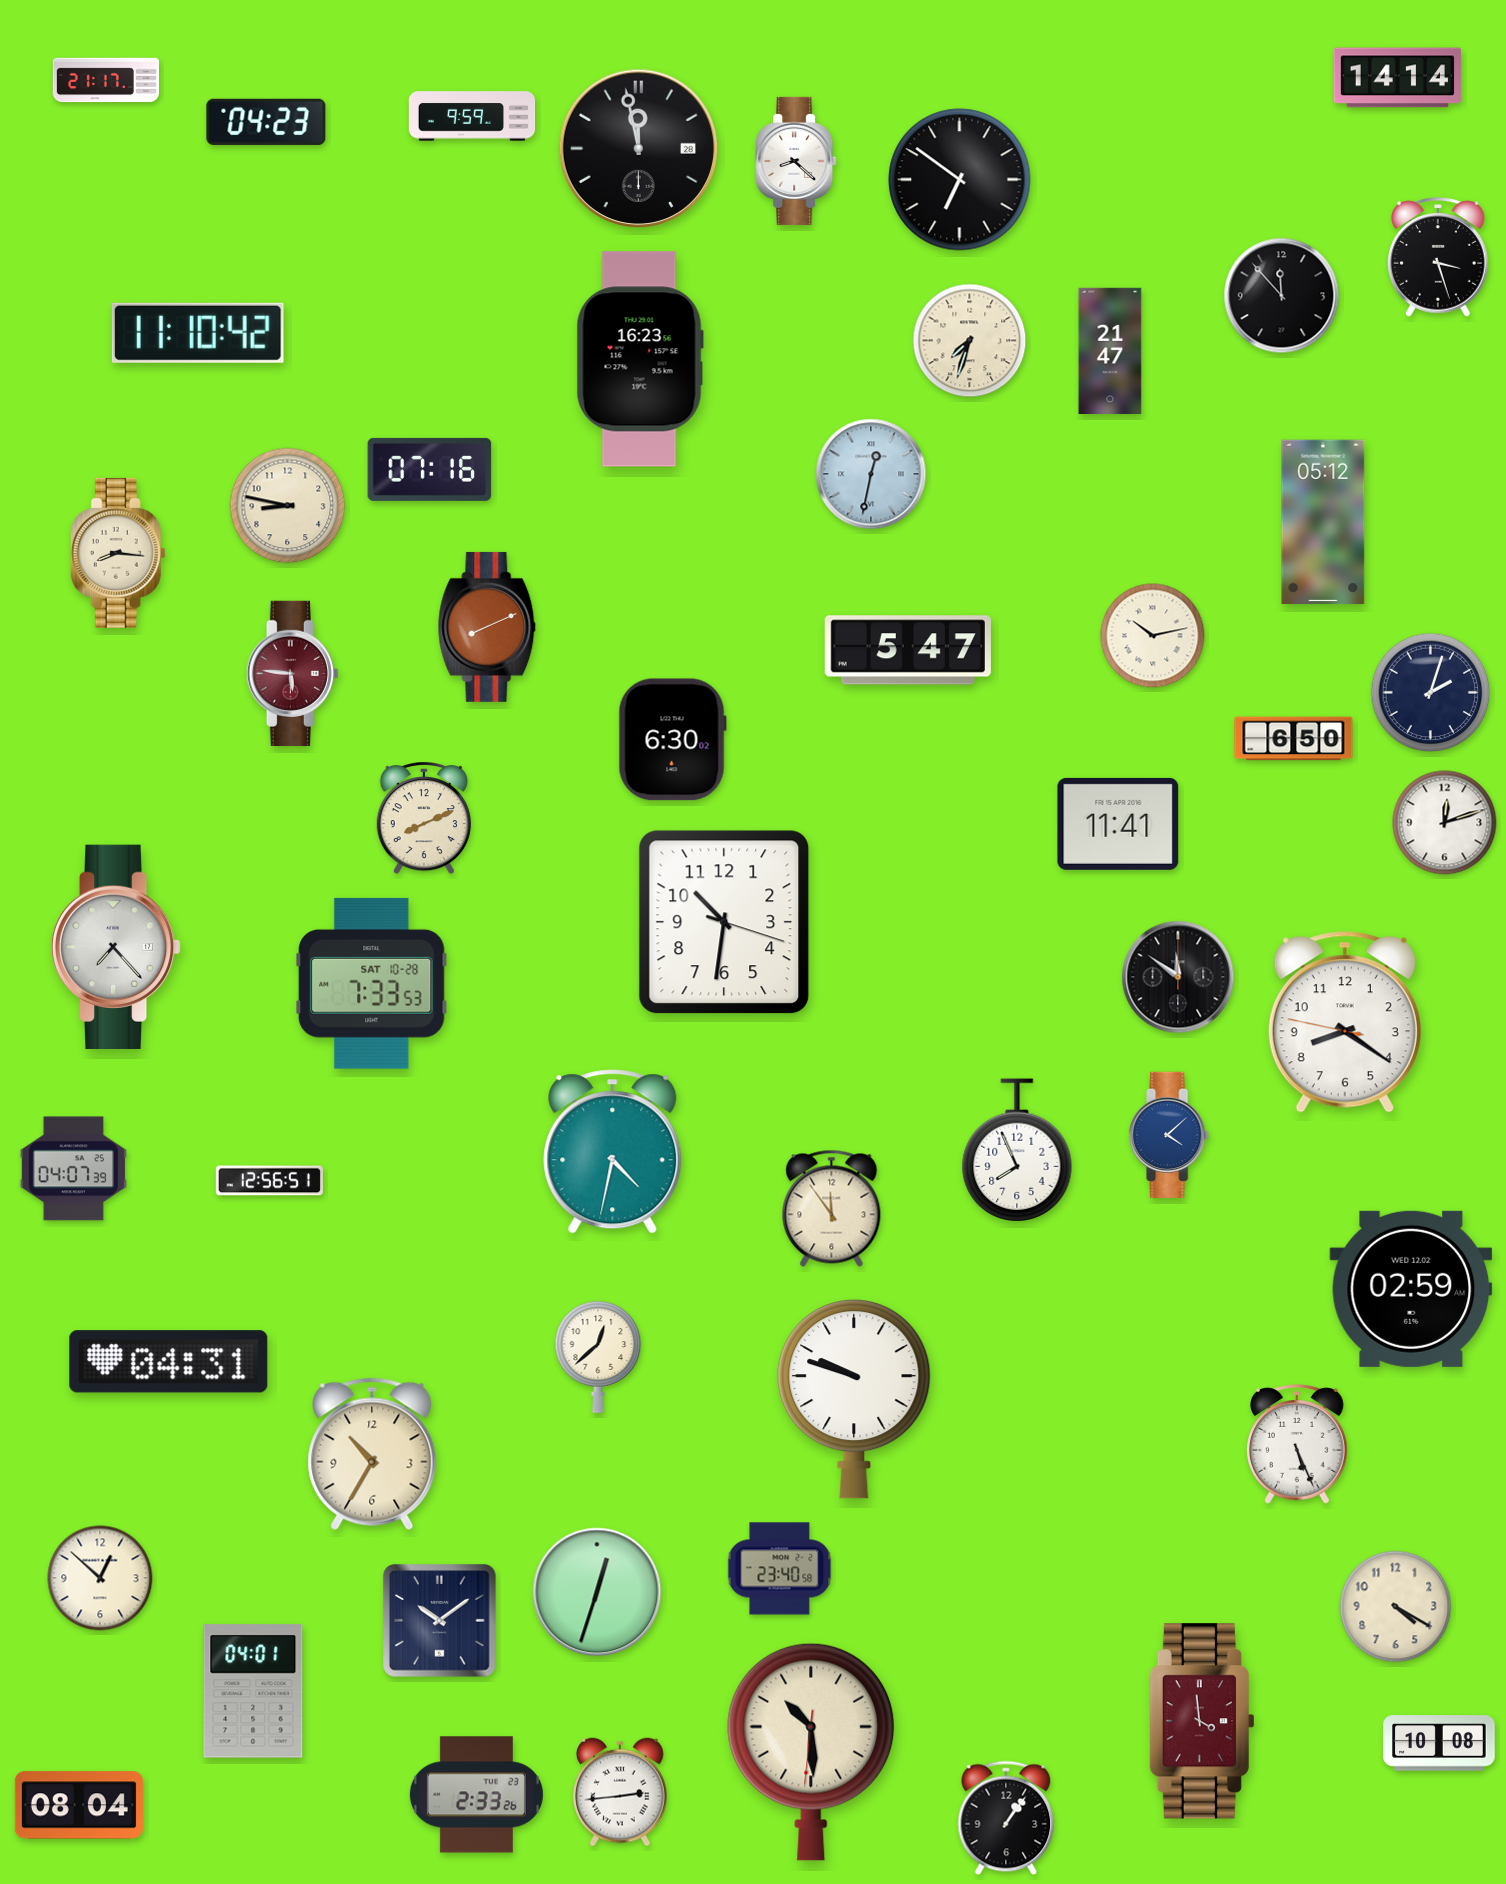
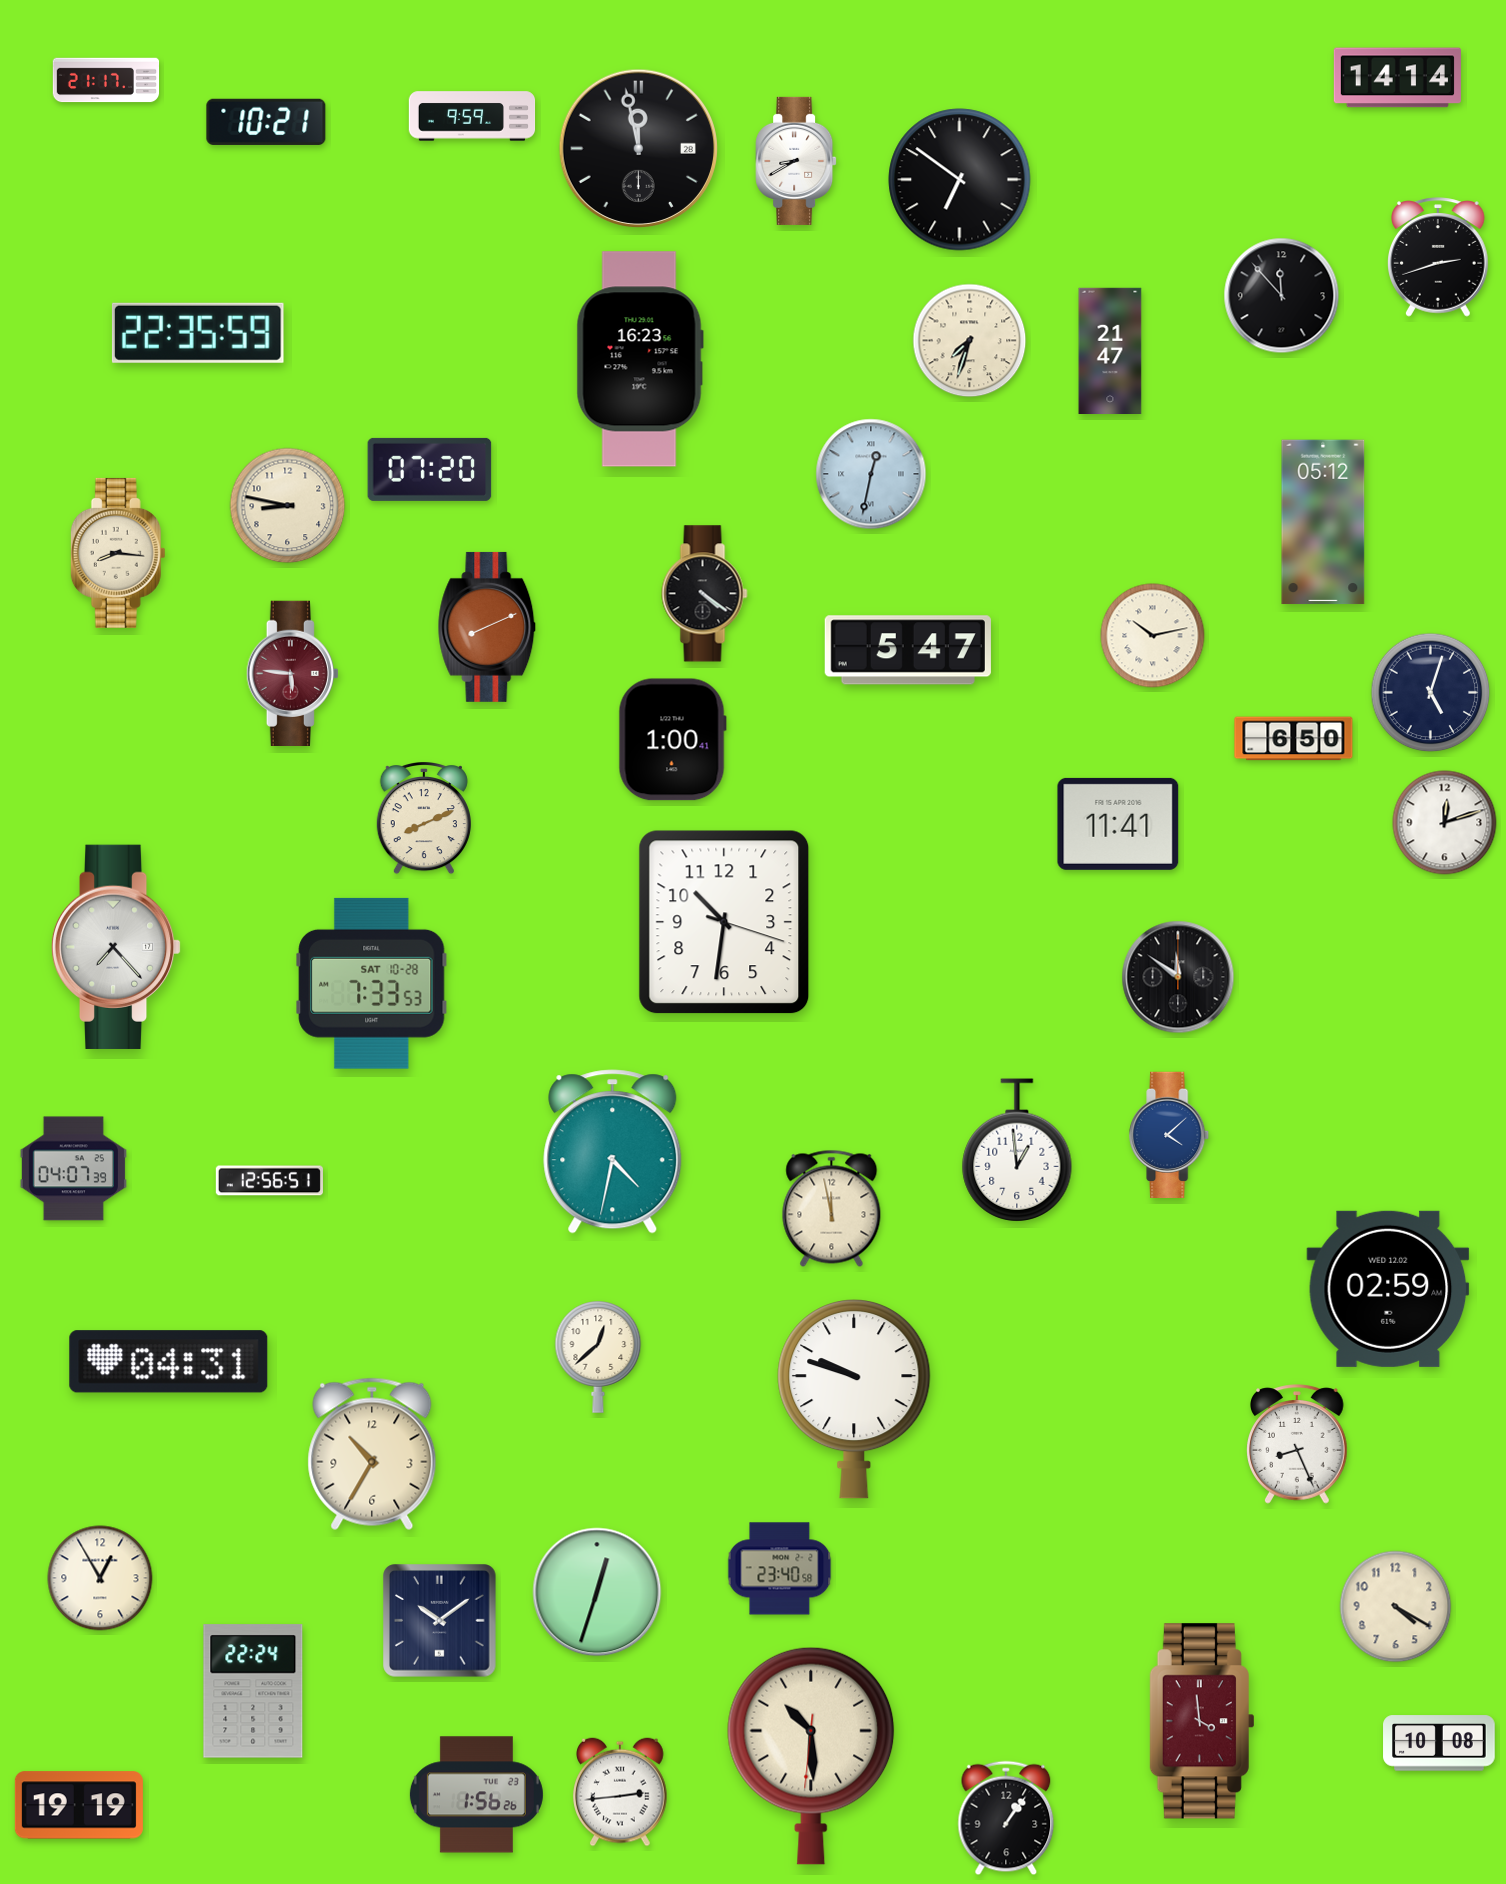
clock at (266, 122): 04:23 -> 10:21
clock at (796, 161): 8:22 -> 8:40
clock at (1438, 257): 3:27 -> 2:42
clock at (198, 333): 11:10 -> 22:35
clock at (430, 469): 07:16 -> 07:20
clock at (705, 594): none -> 4:21
clock at (1431, 693): 2:03 -> 5:03
clock at (672, 740): 6:30 -> 1:00
clock at (1345, 1022): 8:20 -> none
clock at (1017, 1150): 7:56 -> 12:59
clock at (832, 1208): 11:54 -> 11:58
clock at (1411, 1289) position: (1411, 1289) -> (1388, 1289)
clock at (1297, 1444): 5:26 -> 8:26
clock at (100, 1578): 12:52 -> 12:55
clock at (253, 1691): 04:01 -> 22:24
clock at (811, 1752) position: (811, 1752) -> (811, 1756)
clock at (476, 1795): 2:33 -> 1:56
clock at (79, 1805): 08:04 -> 19:19
